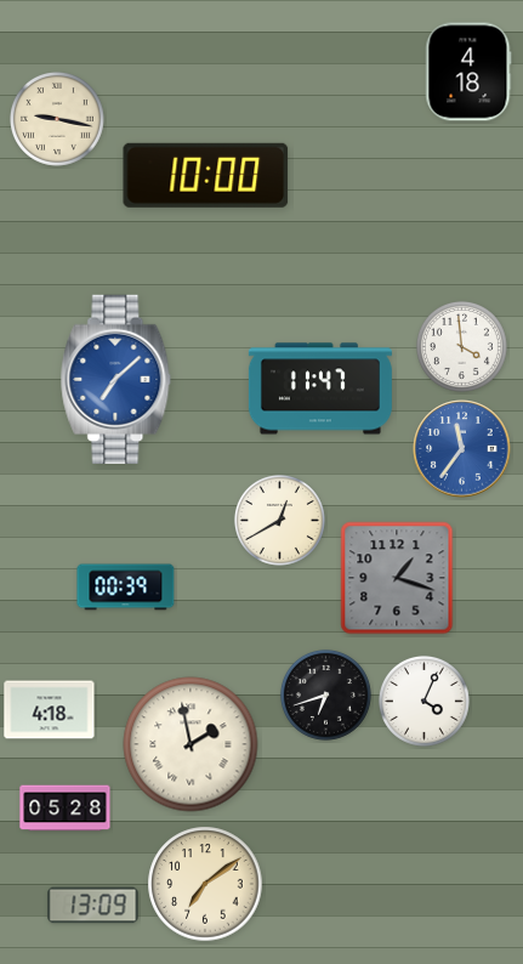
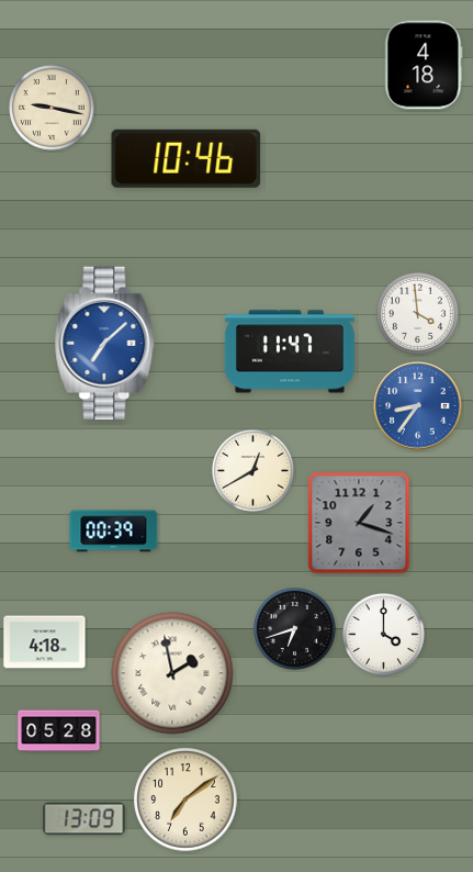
clock at (206, 175): 10:00 -> 10:46
clock at (462, 449): 11:36 -> 8:36
clock at (423, 701): 4:04 -> 4:00
